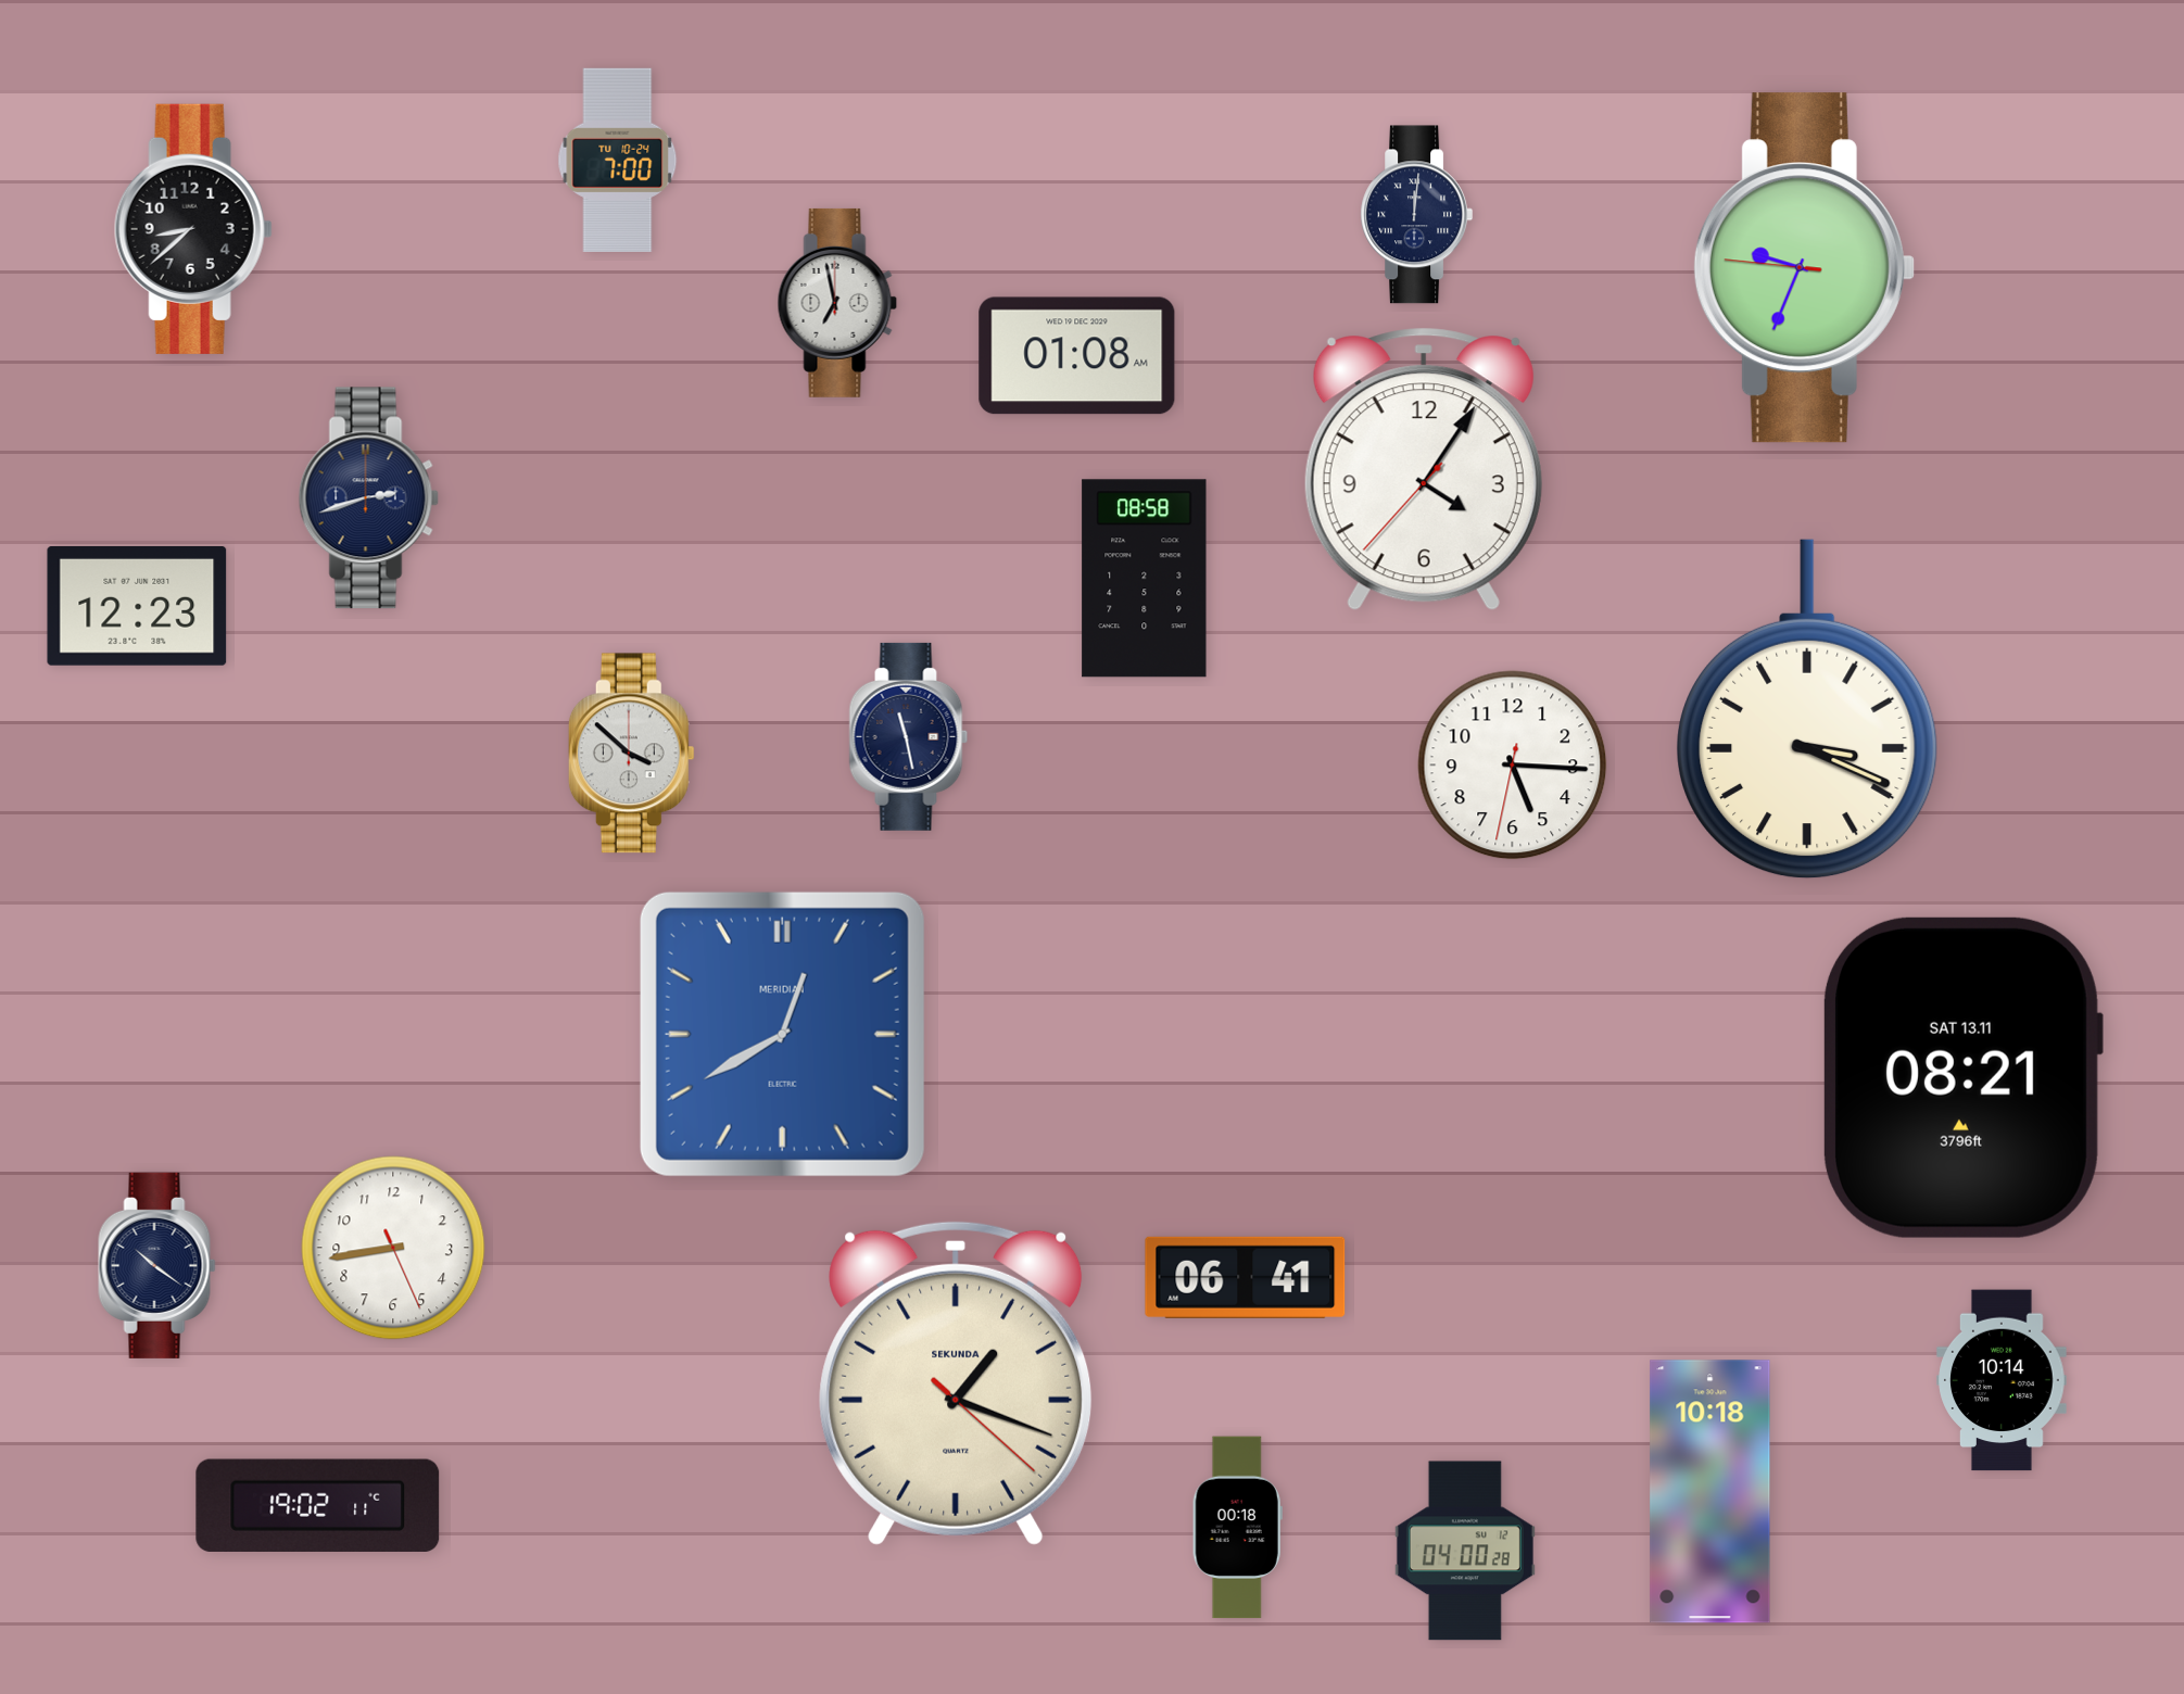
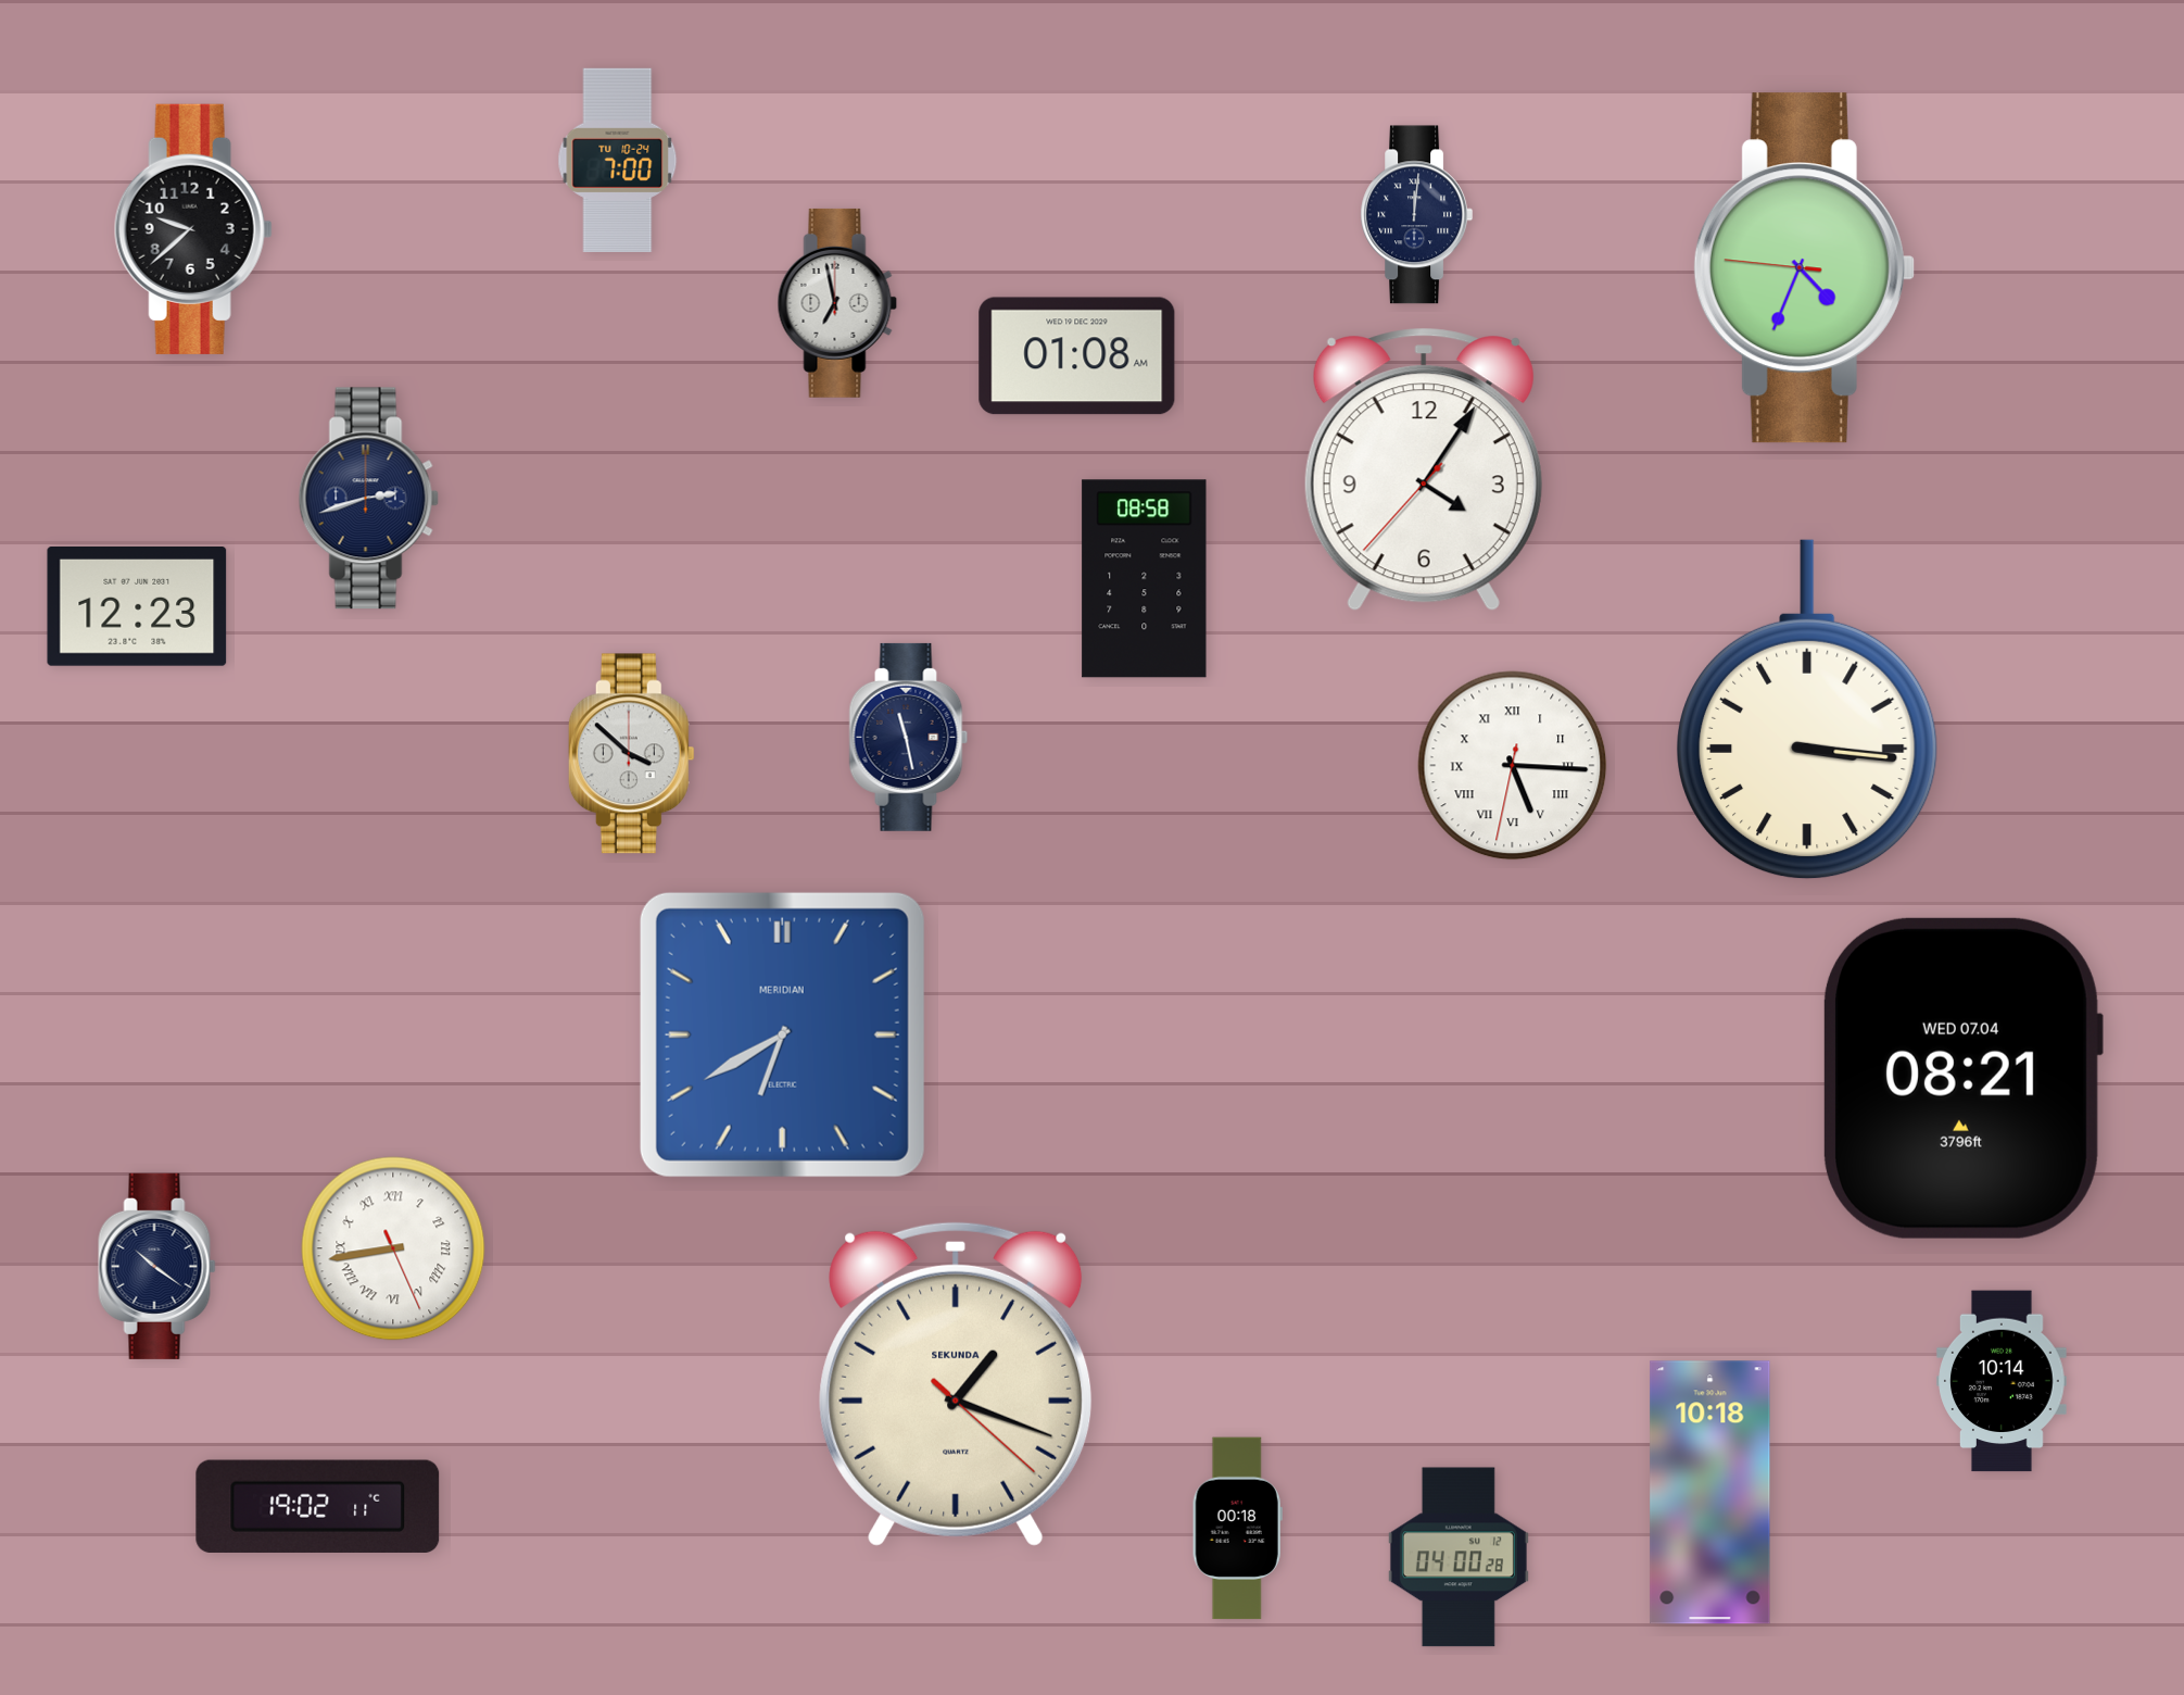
clock at (193, 229): 8:38 -> 9:38
clock at (1804, 268): 9:33 -> 4:33
clock at (1808, 709): 3:19 -> 3:16
clock at (1513, 766) numerals: Arabic -> Roman
clock at (782, 1034): 12:40 -> 6:40
clock at (1962, 1077) date: SAT 13.11 -> WED 07.04
clock at (393, 1248) numerals: Arabic -> Roman
clock at (1246, 1277): 06:41 -> none
clock at (1465, 1551) position: (1465, 1551) -> (1459, 1557)
